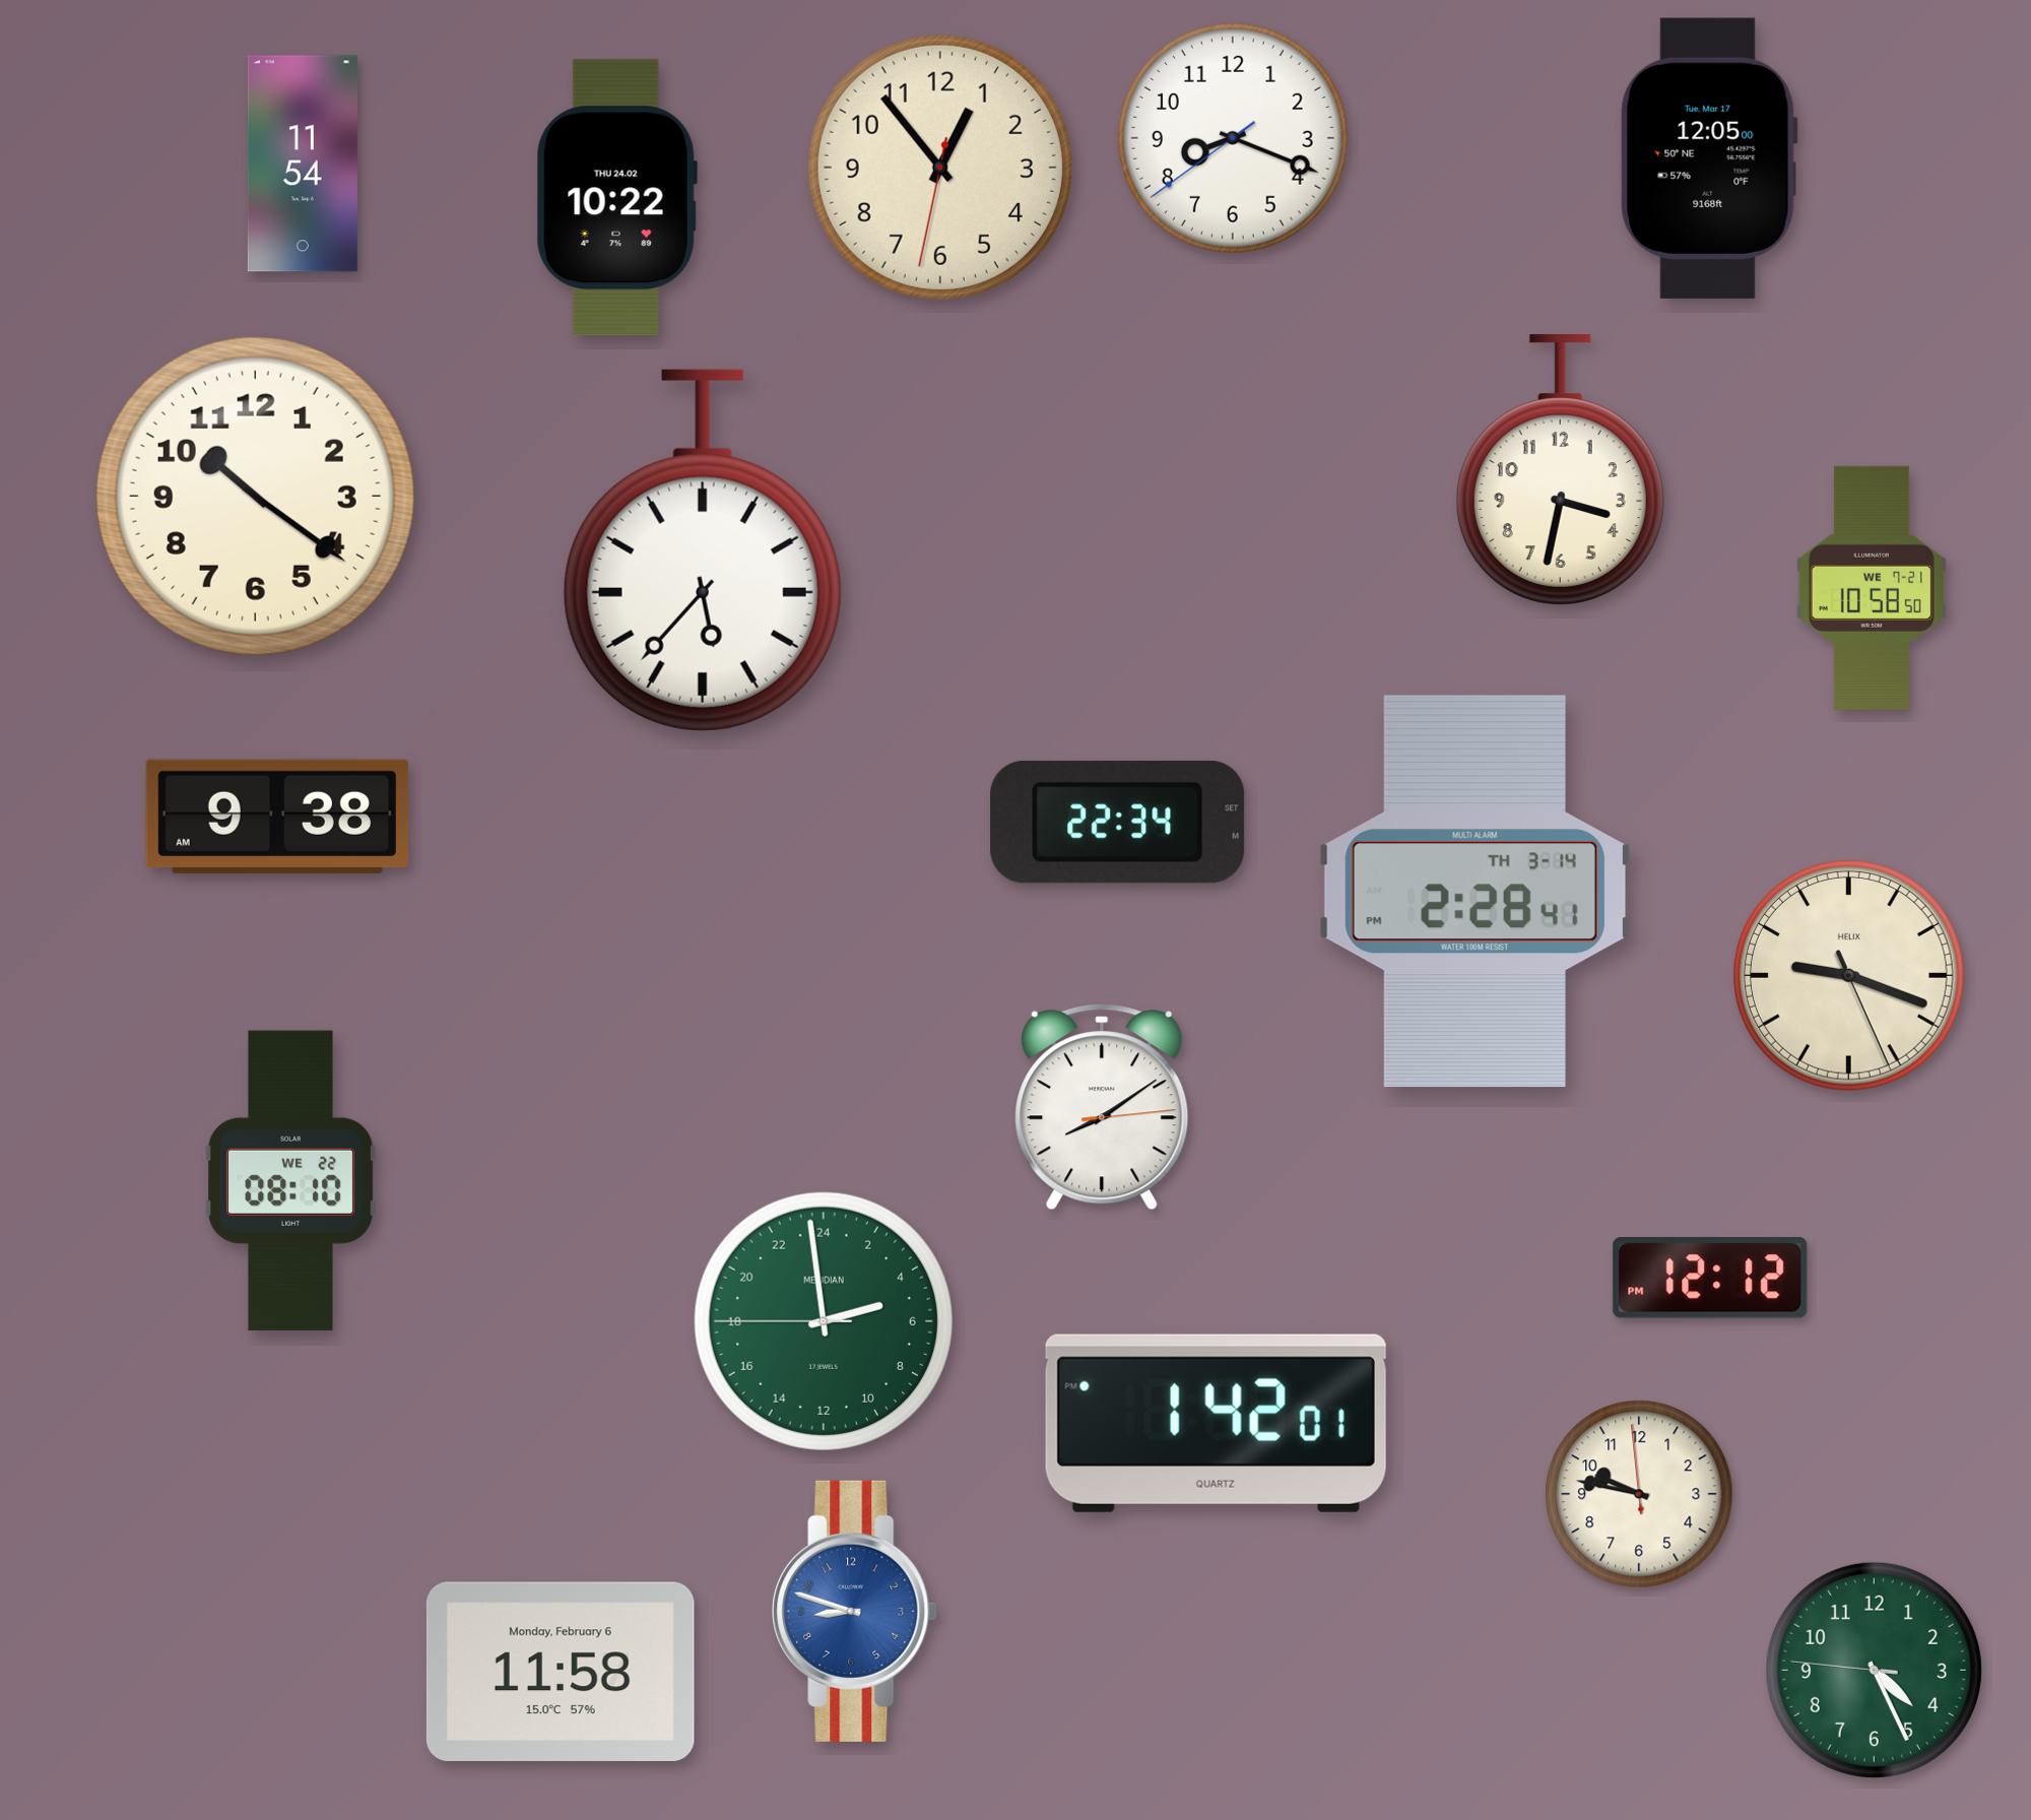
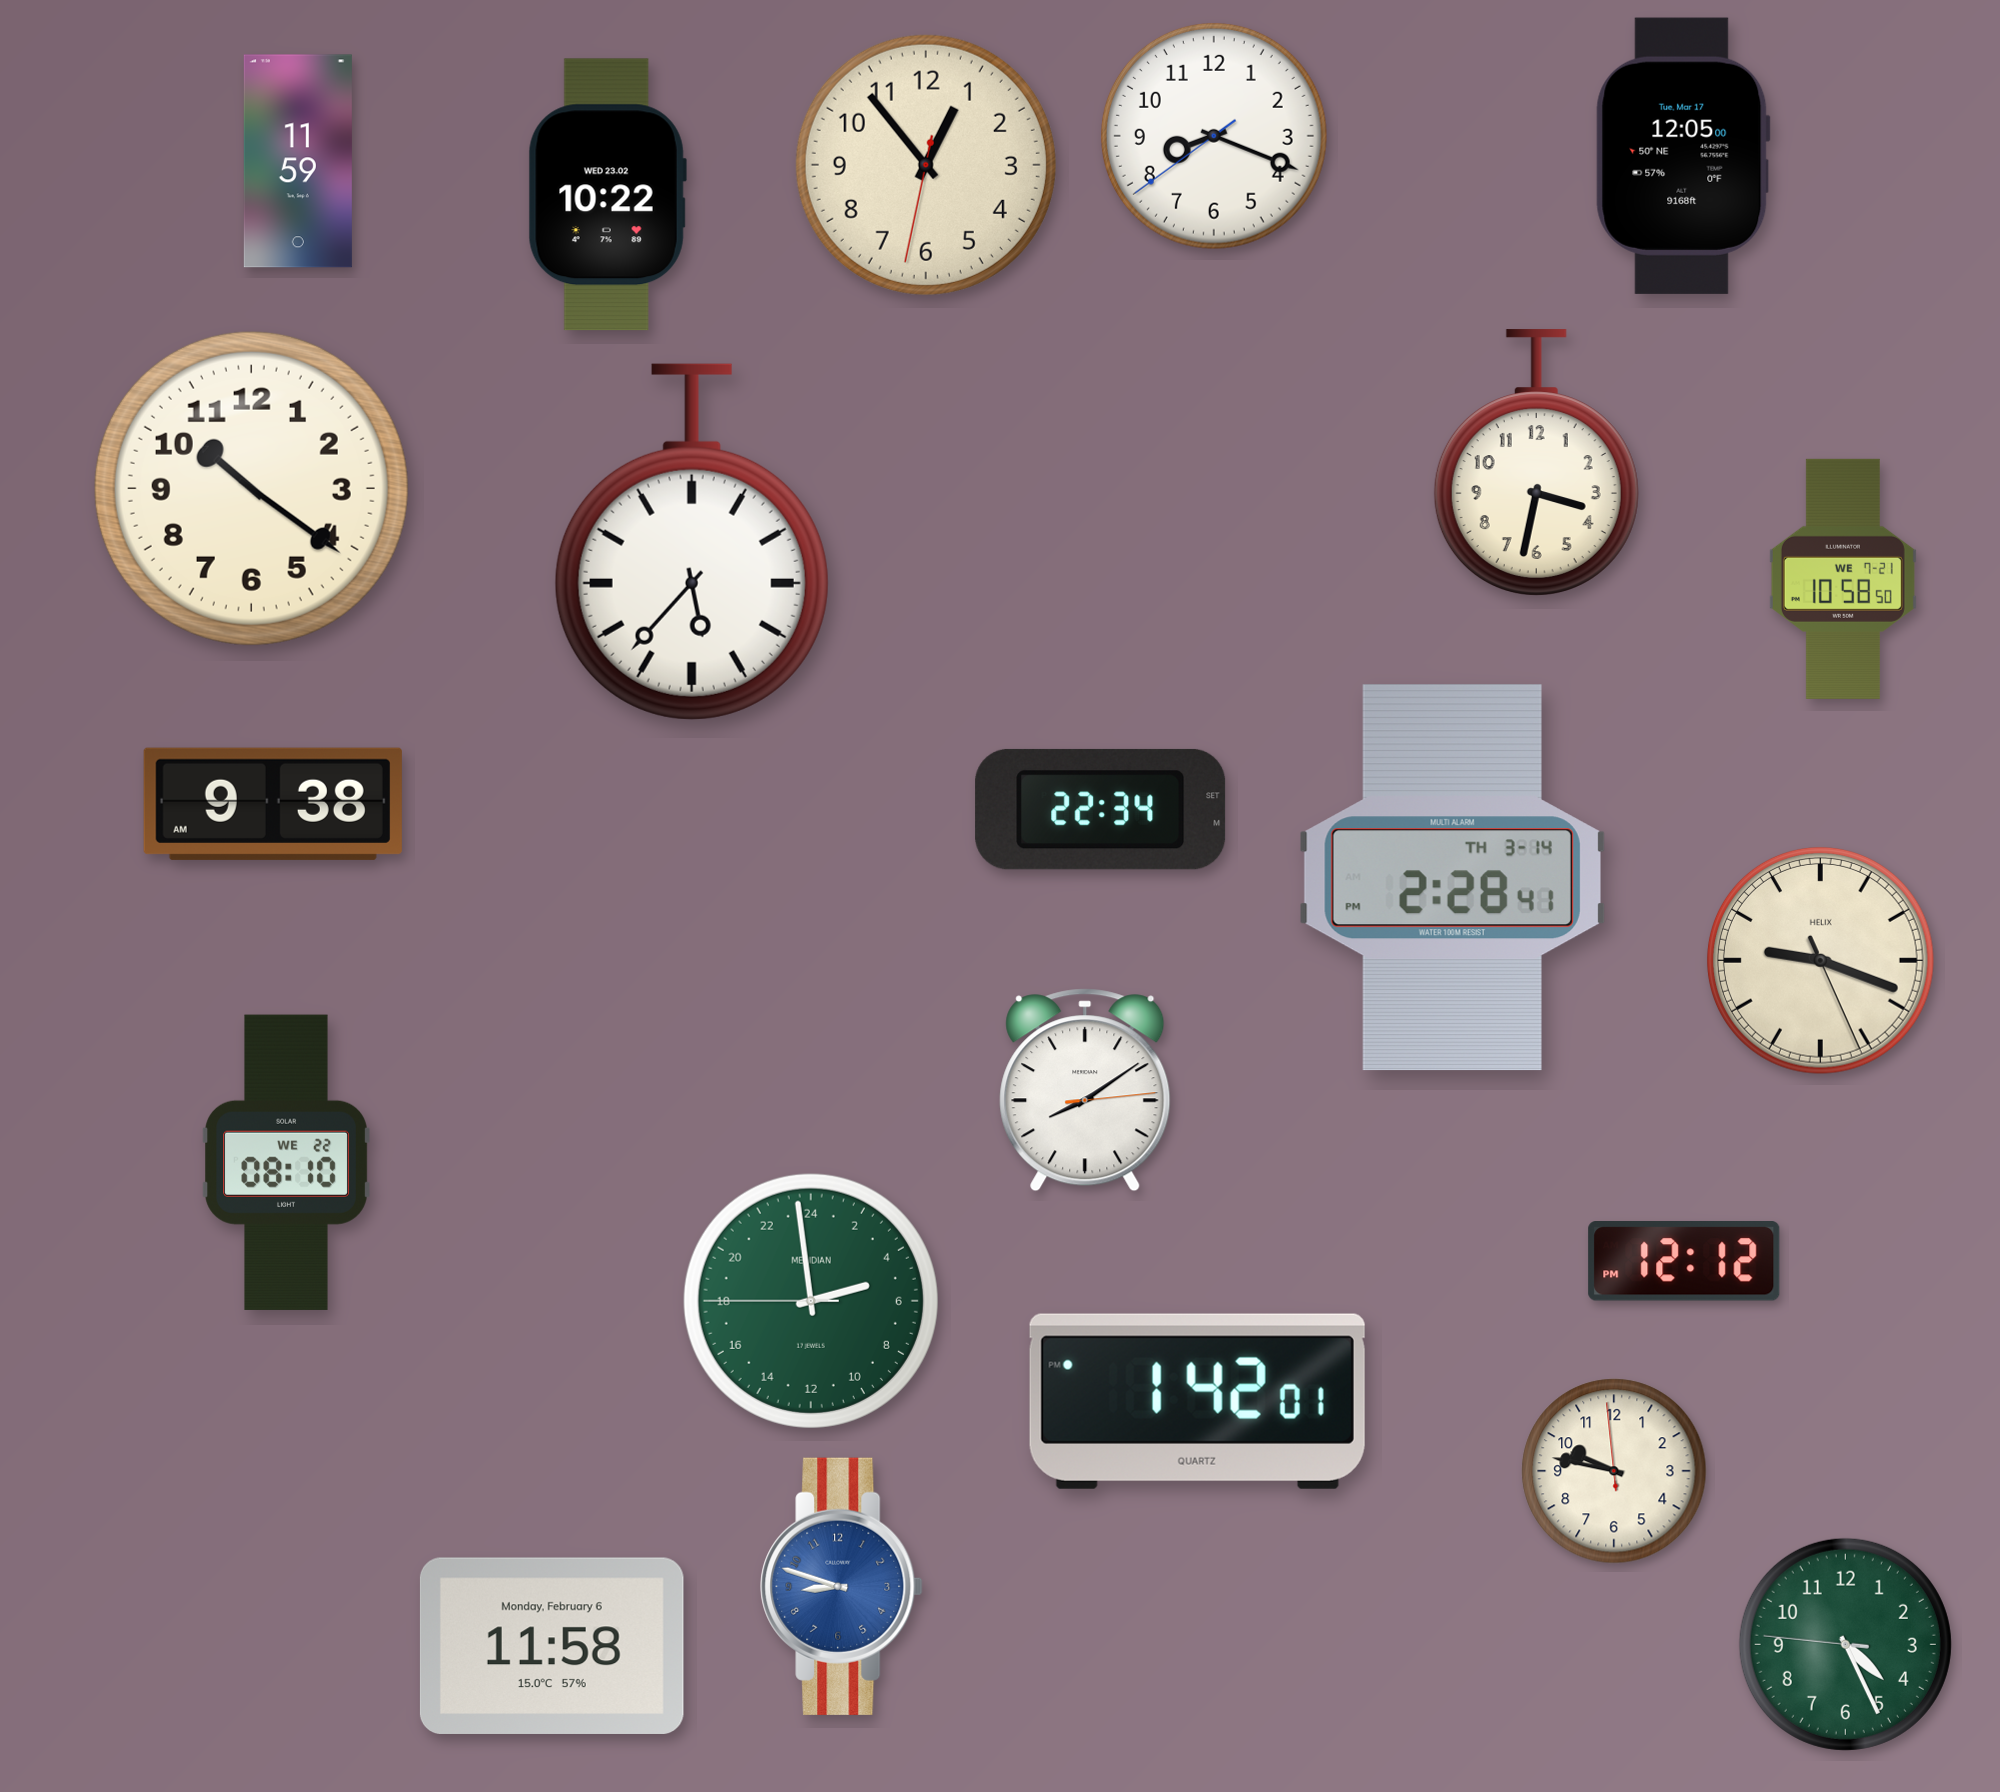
clock at (303, 164): 11:54 -> 11:59
clock at (616, 198) date: THU 24.02 -> WED 23.02
clock at (1710, 1279) position: (1710, 1279) -> (1684, 1262)
